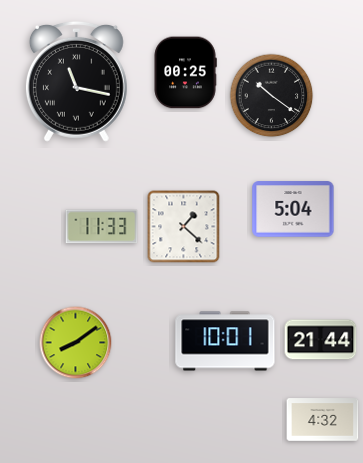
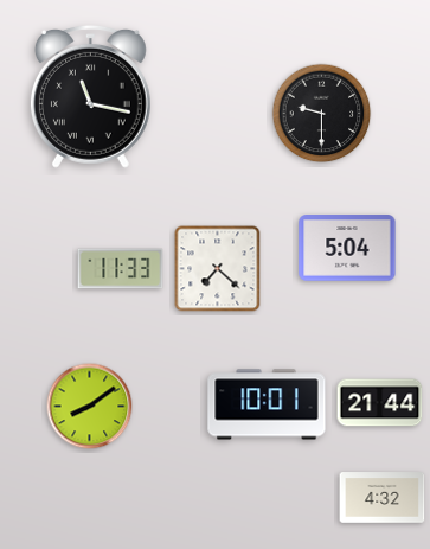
clock at (185, 73): 00:25 -> none
clock at (272, 96): 10:21 -> 9:30
clock at (184, 227): 1:22 -> 7:22
